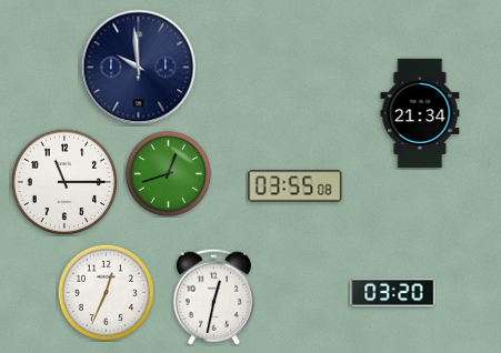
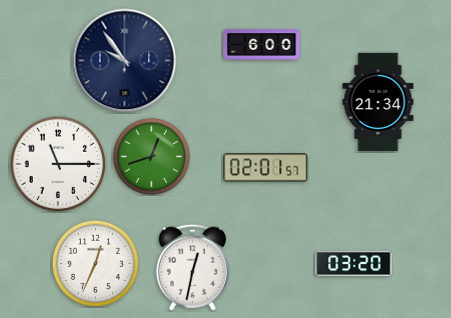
clock at (262, 45): none -> 6:00
clock at (139, 68): 9:59 -> 9:54
clock at (295, 186): 03:55 -> 02:01
